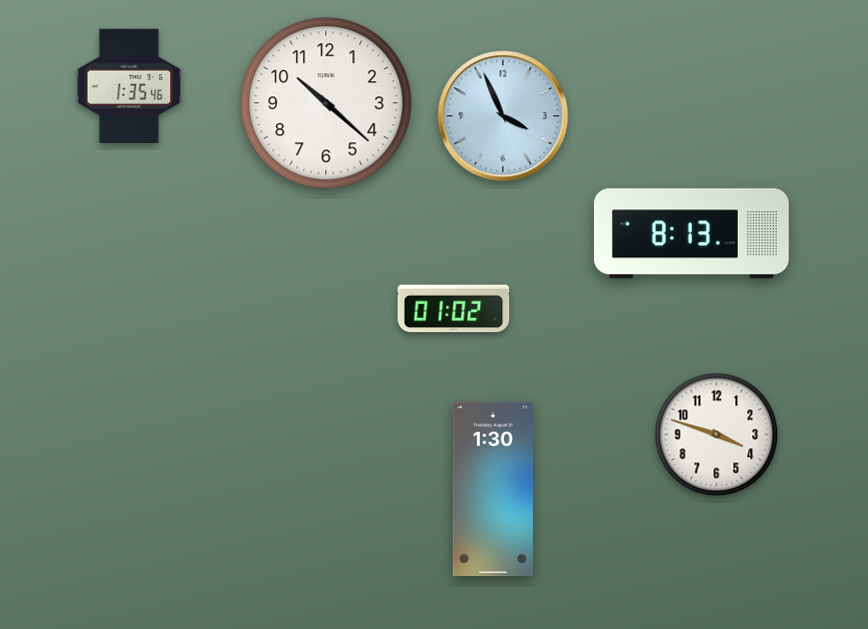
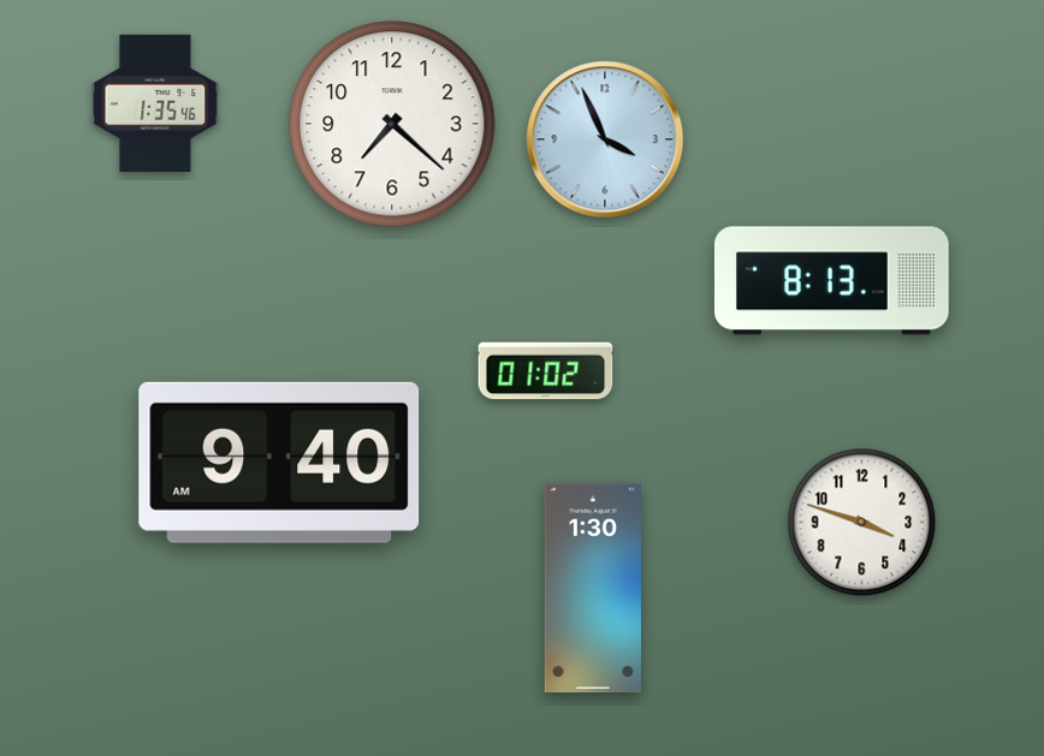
clock at (326, 103): 10:22 -> 7:22
clock at (279, 463): none -> 9:40
